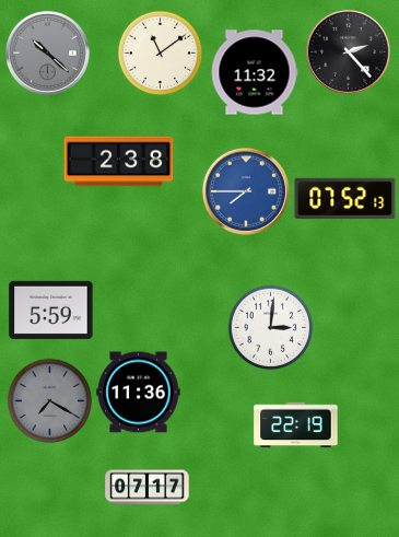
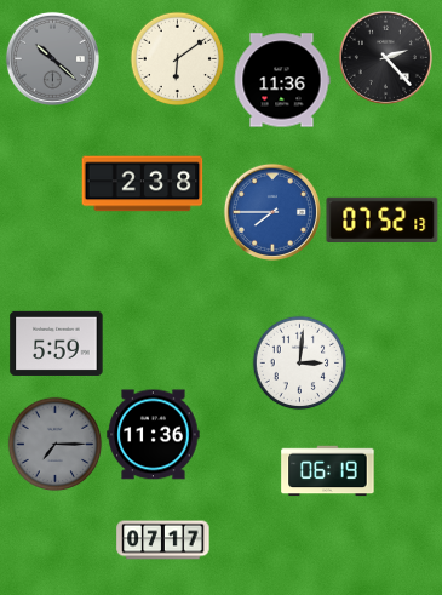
clock at (160, 52): 11:09 -> 6:09
clock at (255, 72): 11:32 -> 11:36
clock at (119, 162) position: (119, 162) -> (143, 184)
clock at (49, 400): 7:20 -> 7:15
clock at (296, 425): 22:19 -> 06:19
